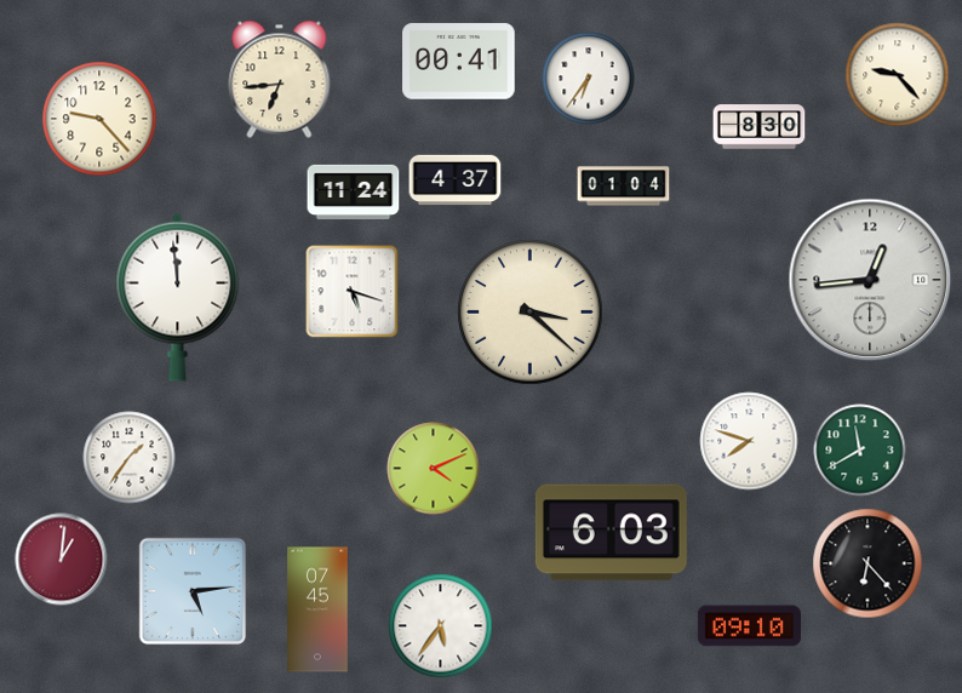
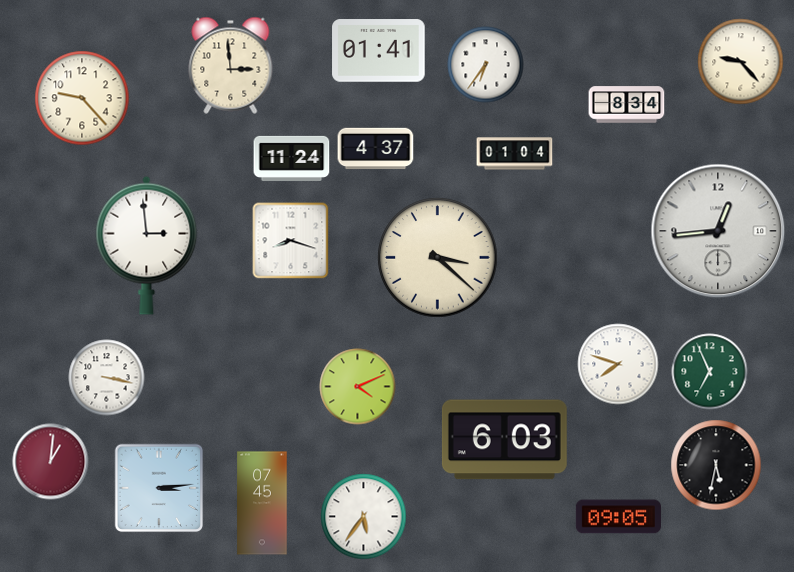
clock at (459, 62): 00:41 -> 01:41
clock at (280, 79): 6:44 -> 2:59
clock at (760, 127): 8:30 -> 8:34
clock at (353, 292): 5:18 -> 8:18
clock at (178, 297): 11:59 -> 2:59
clock at (860, 451): 11:40 -> 6:56
clock at (130, 458): 1:36 -> 3:17
clock at (867, 563): 6:23 -> 5:32
clock at (193, 591): 5:14 -> 3:14
clock at (749, 626): 09:10 -> 09:05
